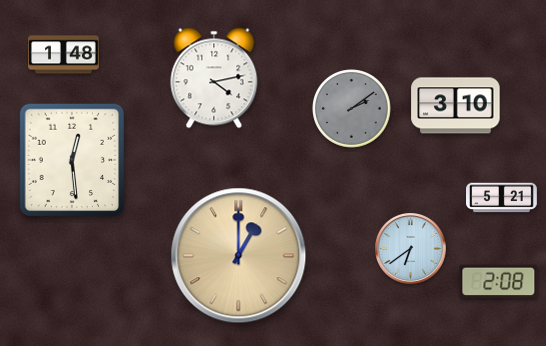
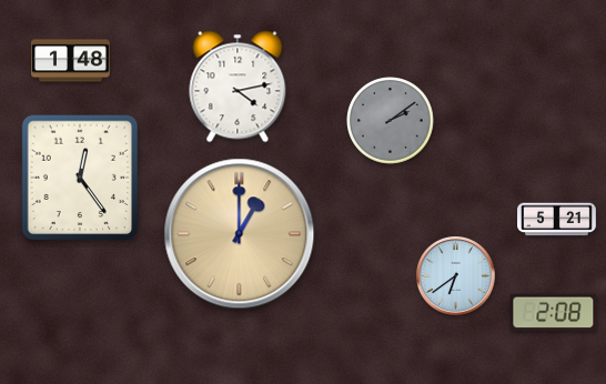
clock at (456, 106): 3:10 -> none
clock at (72, 160): 12:29 -> 12:24
clock at (239, 256) position: (239, 256) -> (240, 234)
